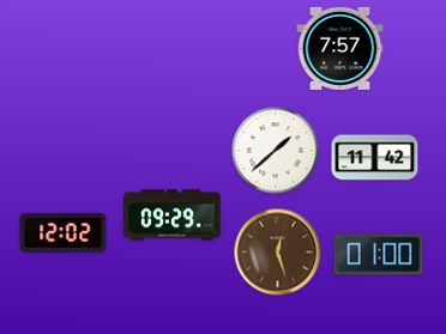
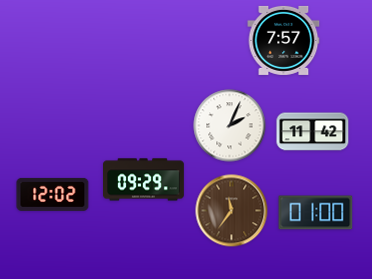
clock at (276, 151): 1:38 -> 2:04
clock at (278, 253): 12:27 -> 11:36
